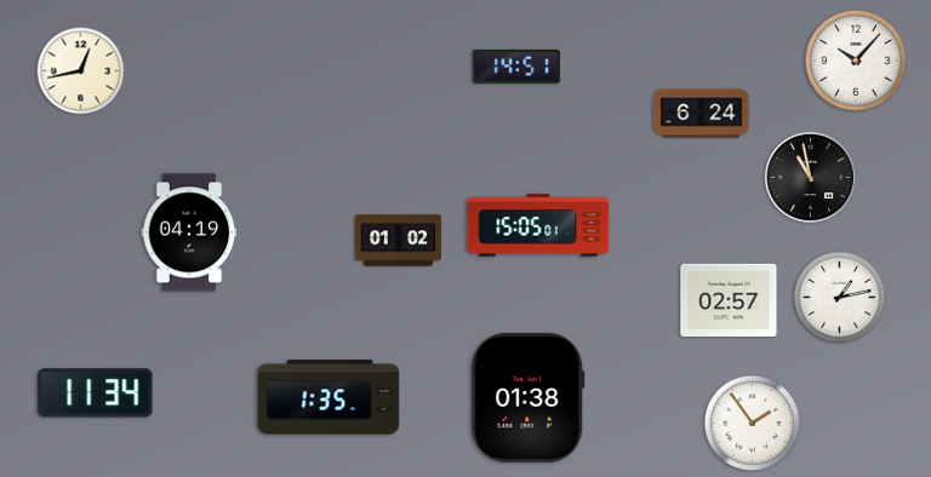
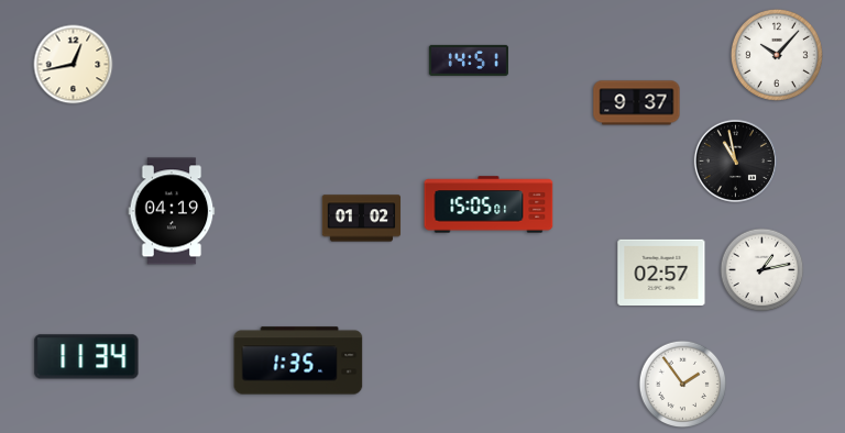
clock at (702, 114): 6:24 -> 9:37
clock at (529, 397): 01:38 -> none
